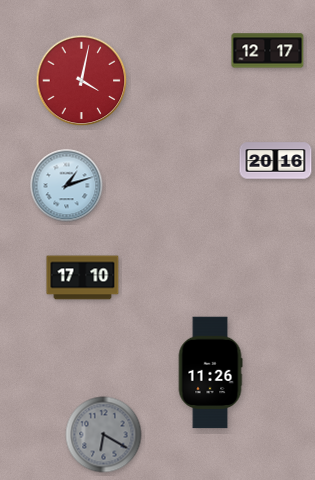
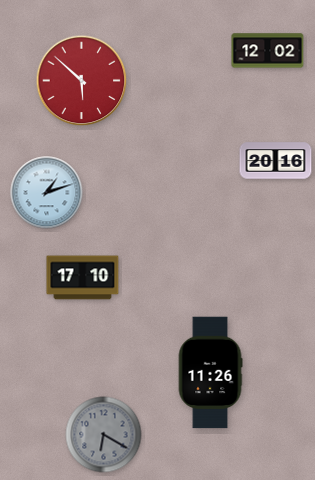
clock at (268, 51): 12:17 -> 12:02
clock at (82, 81): 4:02 -> 5:52
clock at (67, 186) position: (67, 186) -> (47, 193)
